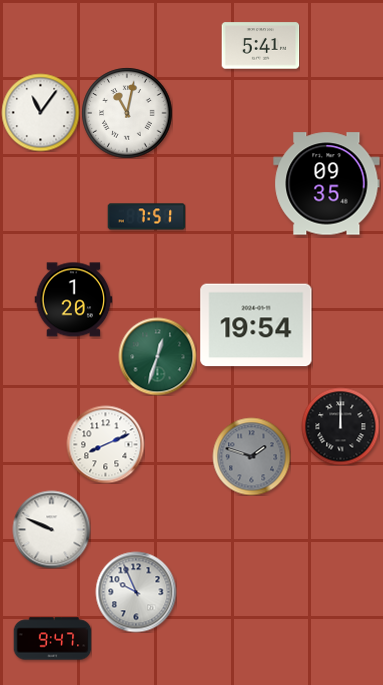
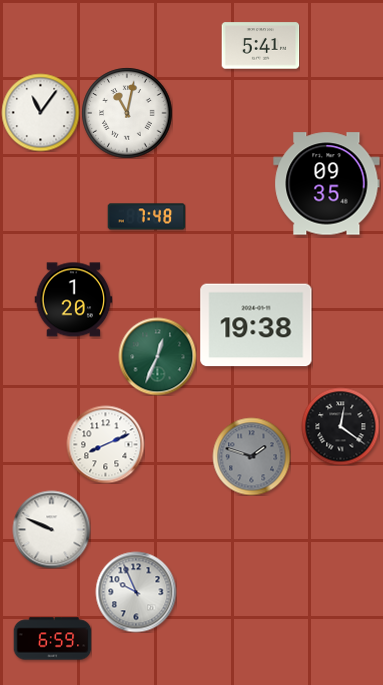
clock at (146, 217): 7:51 -> 7:48
clock at (256, 325): 19:54 -> 19:38
clock at (157, 356): 12:33 -> 12:34
clock at (340, 426): 12:00 -> 12:21
clock at (52, 639): 9:47 -> 6:59
